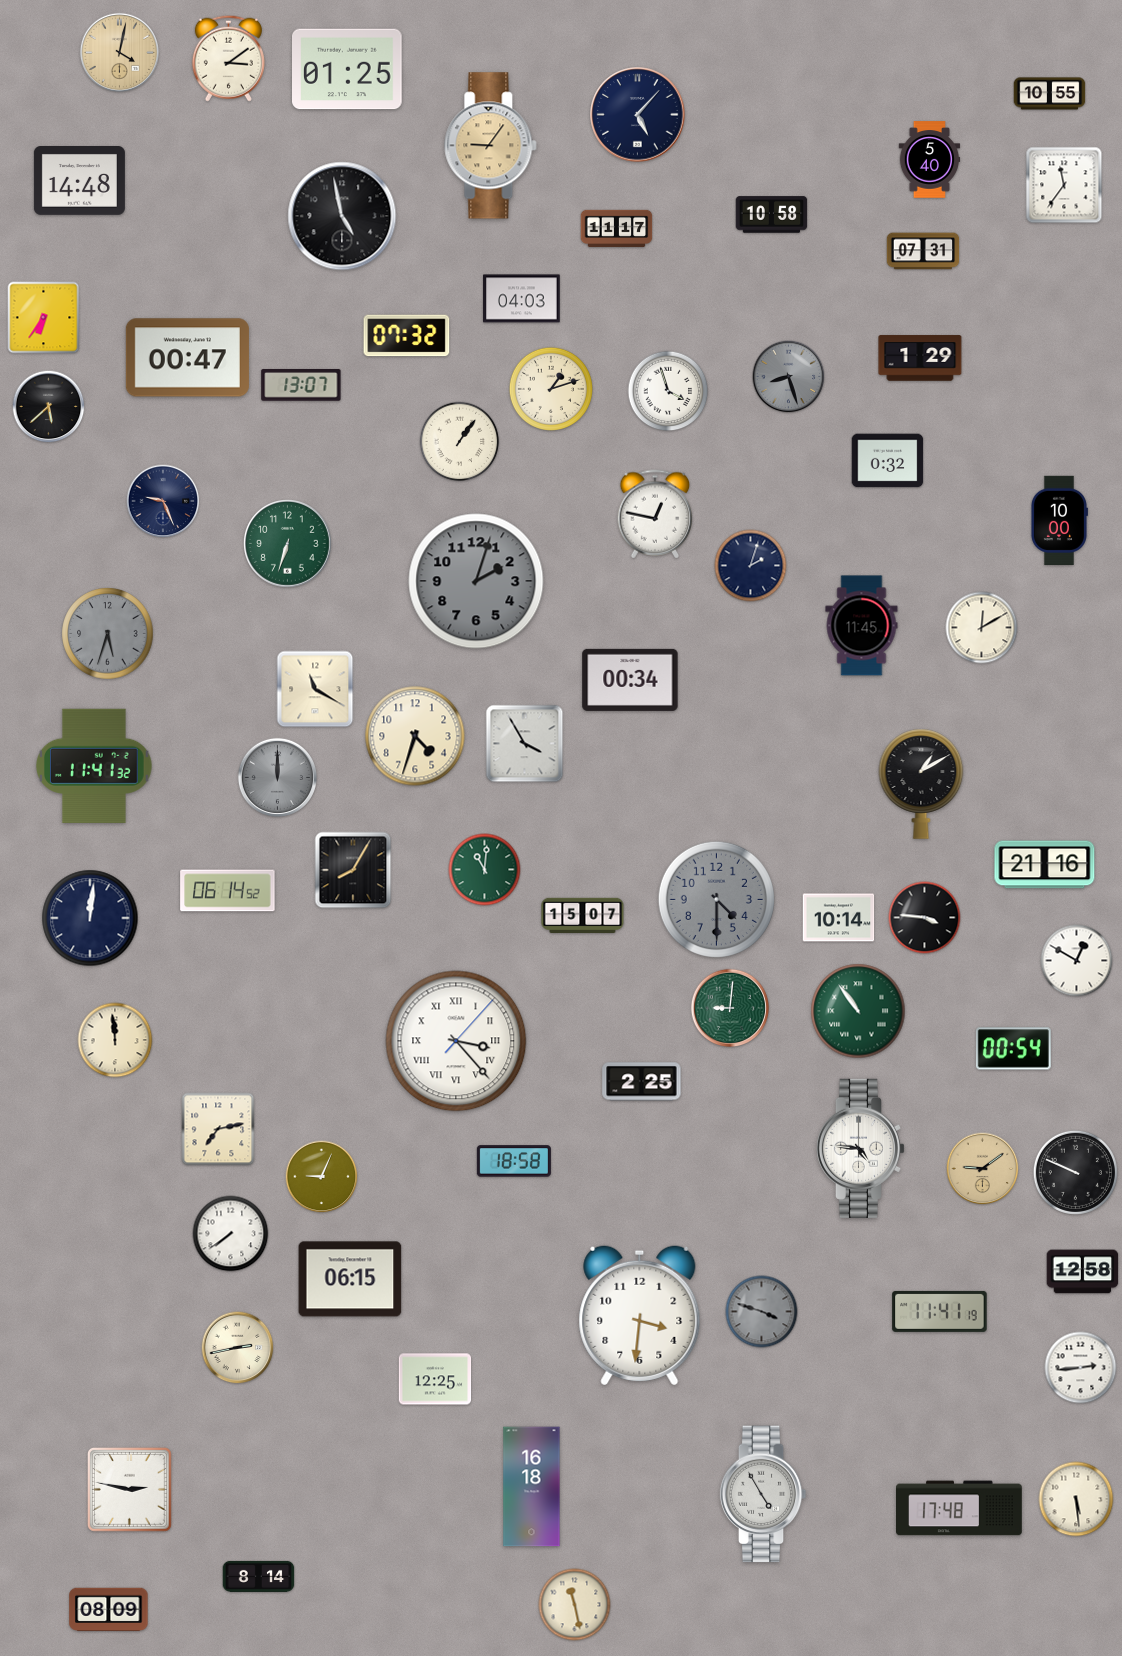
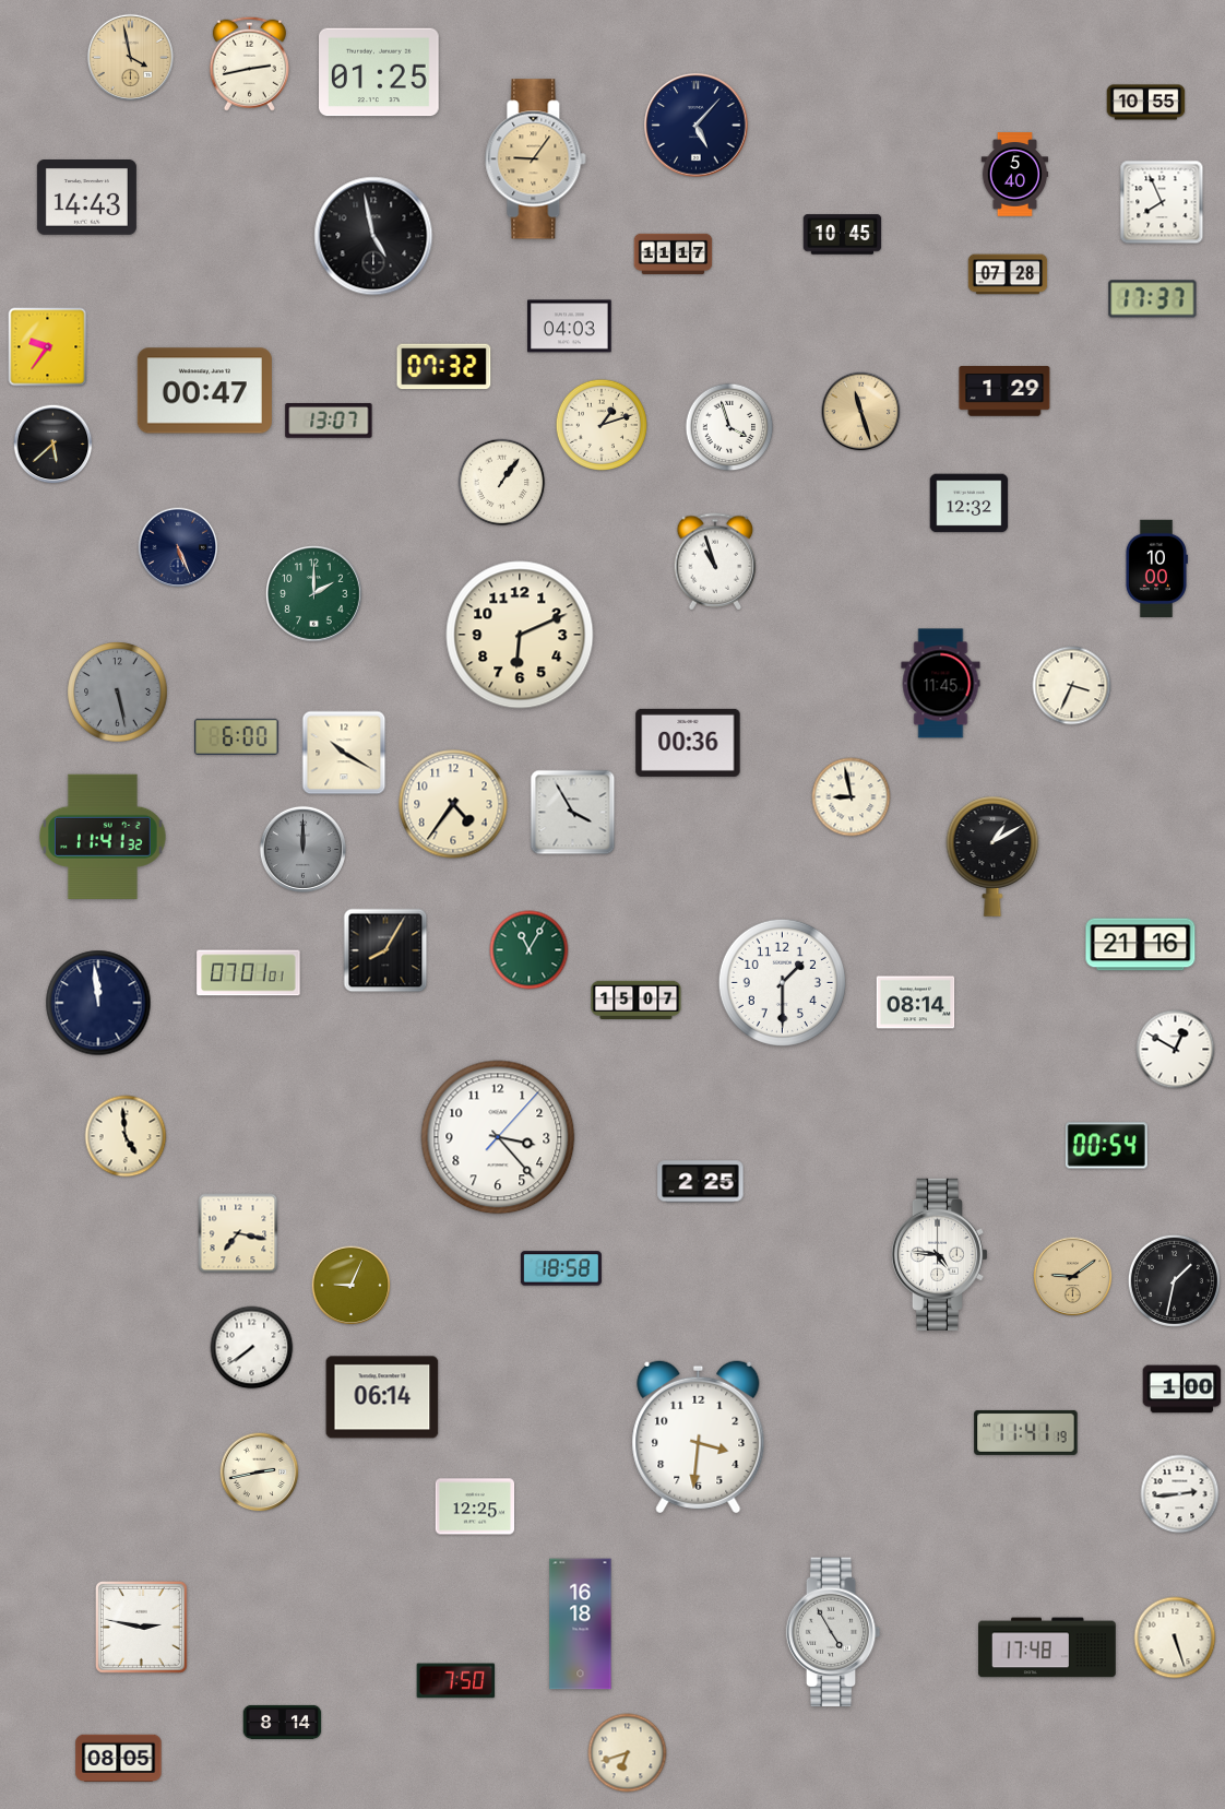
clock at (119, 52): 4:02 -> 3:58
clock at (228, 58): 3:09 -> 2:43
clock at (348, 69) position: (348, 69) -> (380, 72)
clock at (79, 181): 14:48 -> 14:43
clock at (1064, 185): 11:36 -> 7:56
clock at (772, 215): 10:58 -> 10:45
clock at (617, 229) position: (617, 229) -> (674, 255)
clock at (923, 251): 07:31 -> 07:28
clock at (1153, 299): none -> 17:37
clock at (44, 318): 6:36 -> 9:36
clock at (789, 377): 8:27 -> 11:27
clock at (789, 377) dial: grey -> champagne
clock at (888, 461): 0:32 -> 12:32
clock at (163, 501): 9:26 -> 5:26
clock at (655, 514): 12:47 -> 10:57
clock at (288, 544): 6:33 -> 2:00
clock at (751, 566): 2:03 -> none
clock at (476, 581): 2:03 -> 6:11
clock at (476, 581) dial: grey -> cream
clock at (982, 628): 12:10 -> 3:34
clock at (108, 634): 5:33 -> 5:28
clock at (237, 736): none -> 6:00
clock at (630, 680): 00:34 -> 00:36
clock at (315, 689): 11:20 -> 10:20
clock at (852, 797): none -> 8:58
clock at (415, 736): 4:33 -> 4:36
clock at (921, 784) position: (921, 784) -> (992, 856)
clock at (485, 870): 11:01 -> 11:05
clock at (228, 891): 06:14 -> 07:01
clock at (716, 899): 4:30 -> 1:30
clock at (716, 899) dial: grey -> white
clock at (90, 918): 12:01 -> 11:59
clock at (839, 918): 10:14 -> 08:14
clock at (925, 918): 3:46 -> none
clock at (729, 1007): 9:01 -> none
clock at (858, 1011): 10:54 -> none
clock at (115, 1040): 11:59 -> 4:59
clock at (456, 1041) numerals: Roman -> Arabic
clock at (218, 1129): 7:13 -> 7:17
clock at (1075, 1172): 9:49 -> 1:32
clock at (1083, 1272): 12:58 -> 1:00
clock at (350, 1279): 06:15 -> 06:14
clock at (762, 1312): 3:48 -> none
clock at (1076, 1499): 5:29 -> 5:27
clock at (456, 1681): none -> 7:50
clock at (575, 1605): 11:28 -> 6:42
clock at (109, 1610): 08:09 -> 08:05
